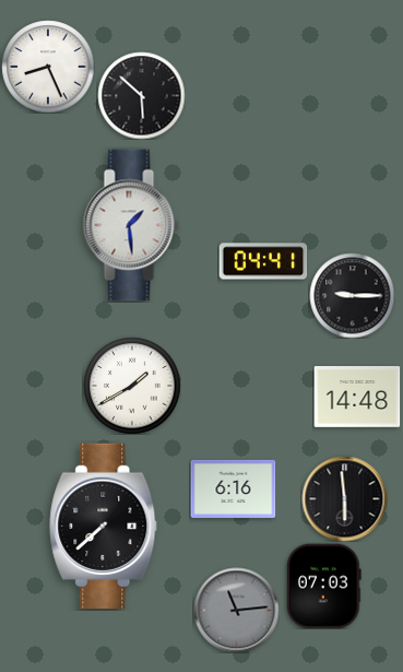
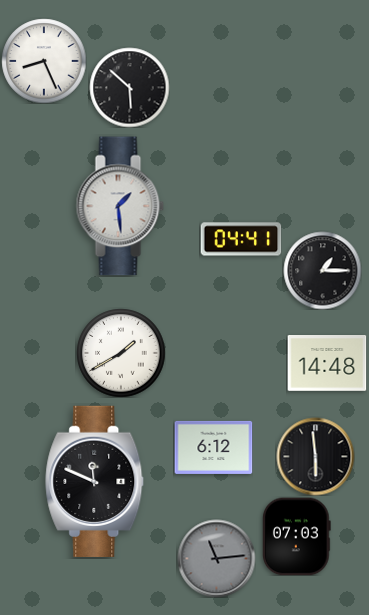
clock at (352, 295): 9:15 -> 1:15
clock at (233, 488): 6:16 -> 6:12
clock at (104, 526): 7:38 -> 11:49
